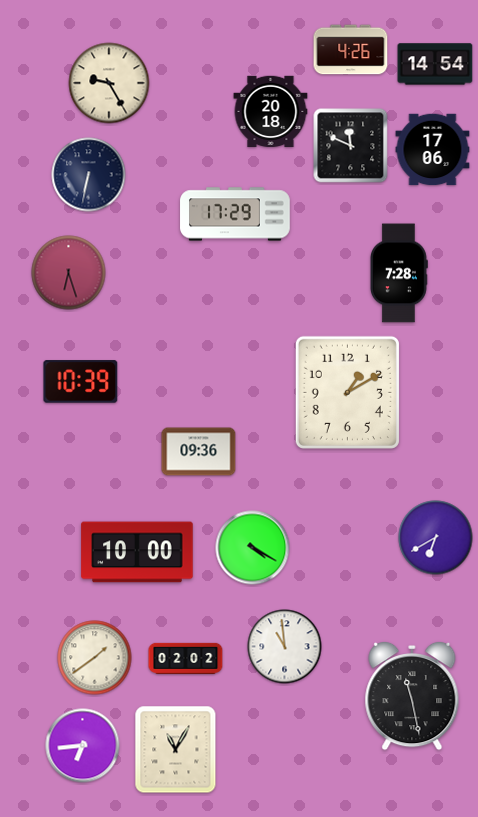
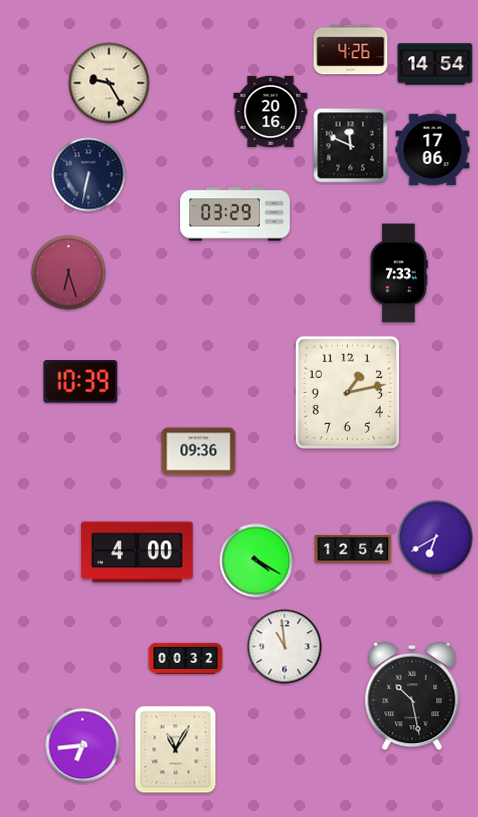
clock at (271, 112): 20:18 -> 20:16
clock at (235, 214): 17:29 -> 03:29
clock at (398, 273): 7:28 -> 7:33
clock at (347, 392): 1:10 -> 1:13
clock at (253, 548) position: (253, 548) -> (257, 561)
clock at (353, 549): none -> 12:54
clock at (137, 552): 10:00 -> 4:00
clock at (95, 658): 1:39 -> none
clock at (186, 658): 02:02 -> 00:32
clock at (412, 696): 11:28 -> 10:28
